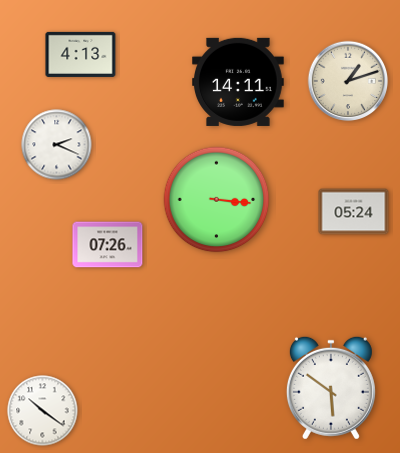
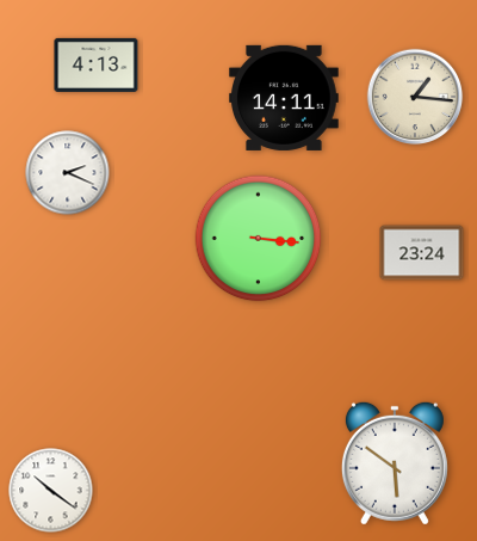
clock at (348, 81): 1:12 -> 1:16
clock at (354, 212): 05:24 -> 23:24
clock at (108, 245): 07:26 -> none
